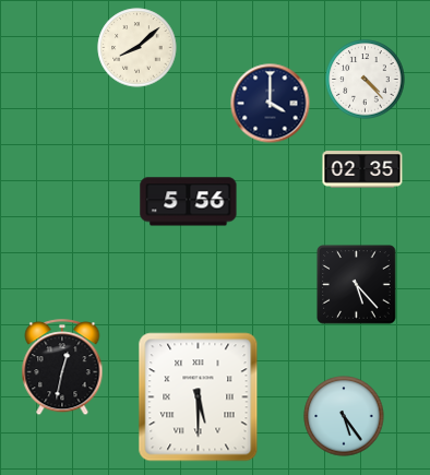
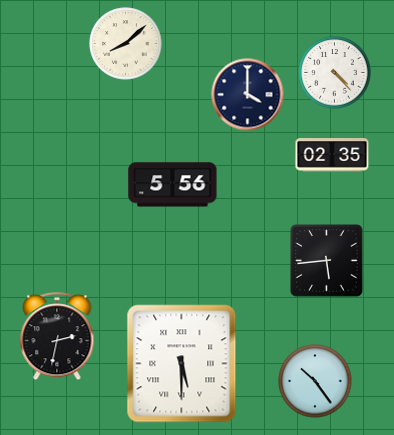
clock at (357, 285): 5:23 -> 5:44
clock at (62, 368): 12:32 -> 2:32
clock at (344, 416): 5:24 -> 10:24
